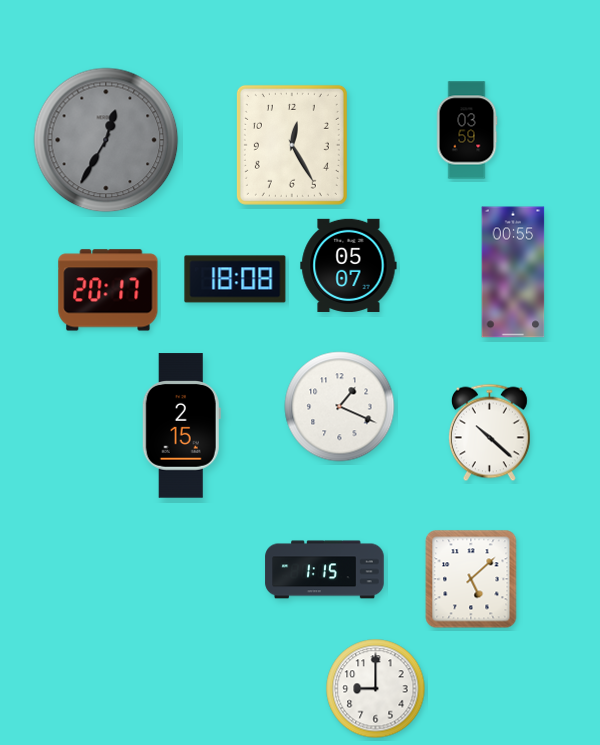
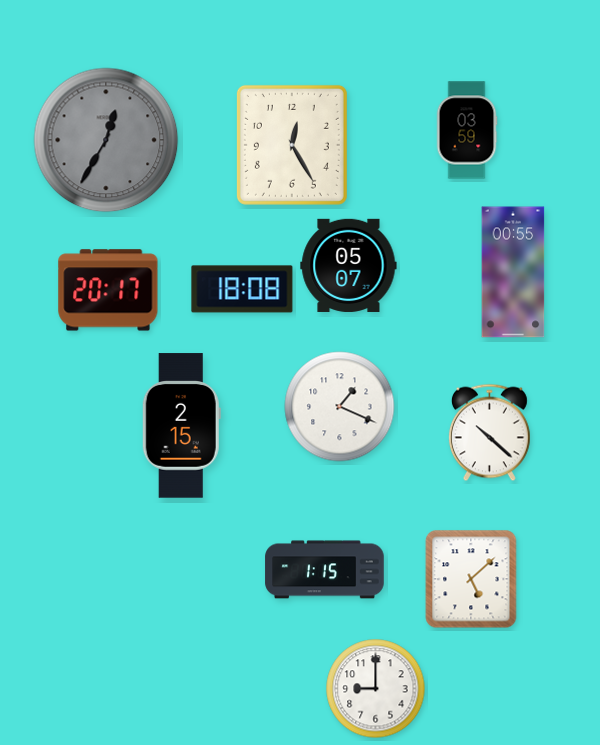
clock at (235, 279) position: (235, 279) -> (242, 289)
